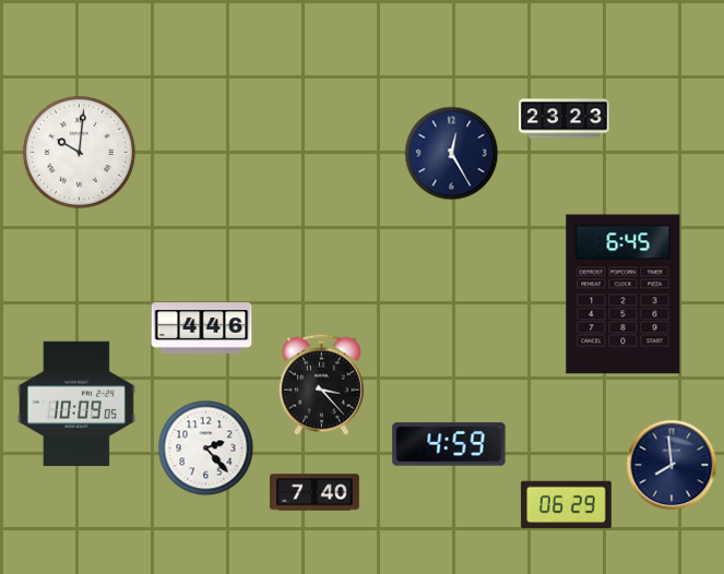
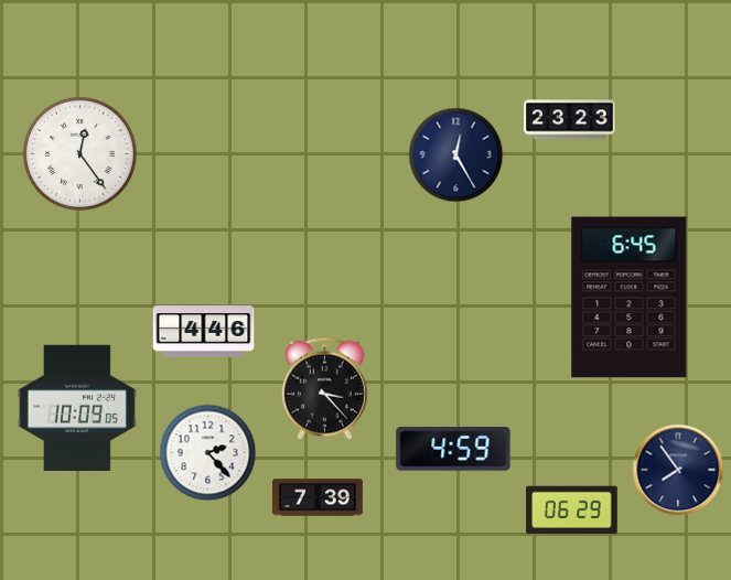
clock at (79, 152): 10:01 -> 12:24
clock at (672, 465): 7:59 -> 7:54
clock at (316, 492): 7:40 -> 7:39
